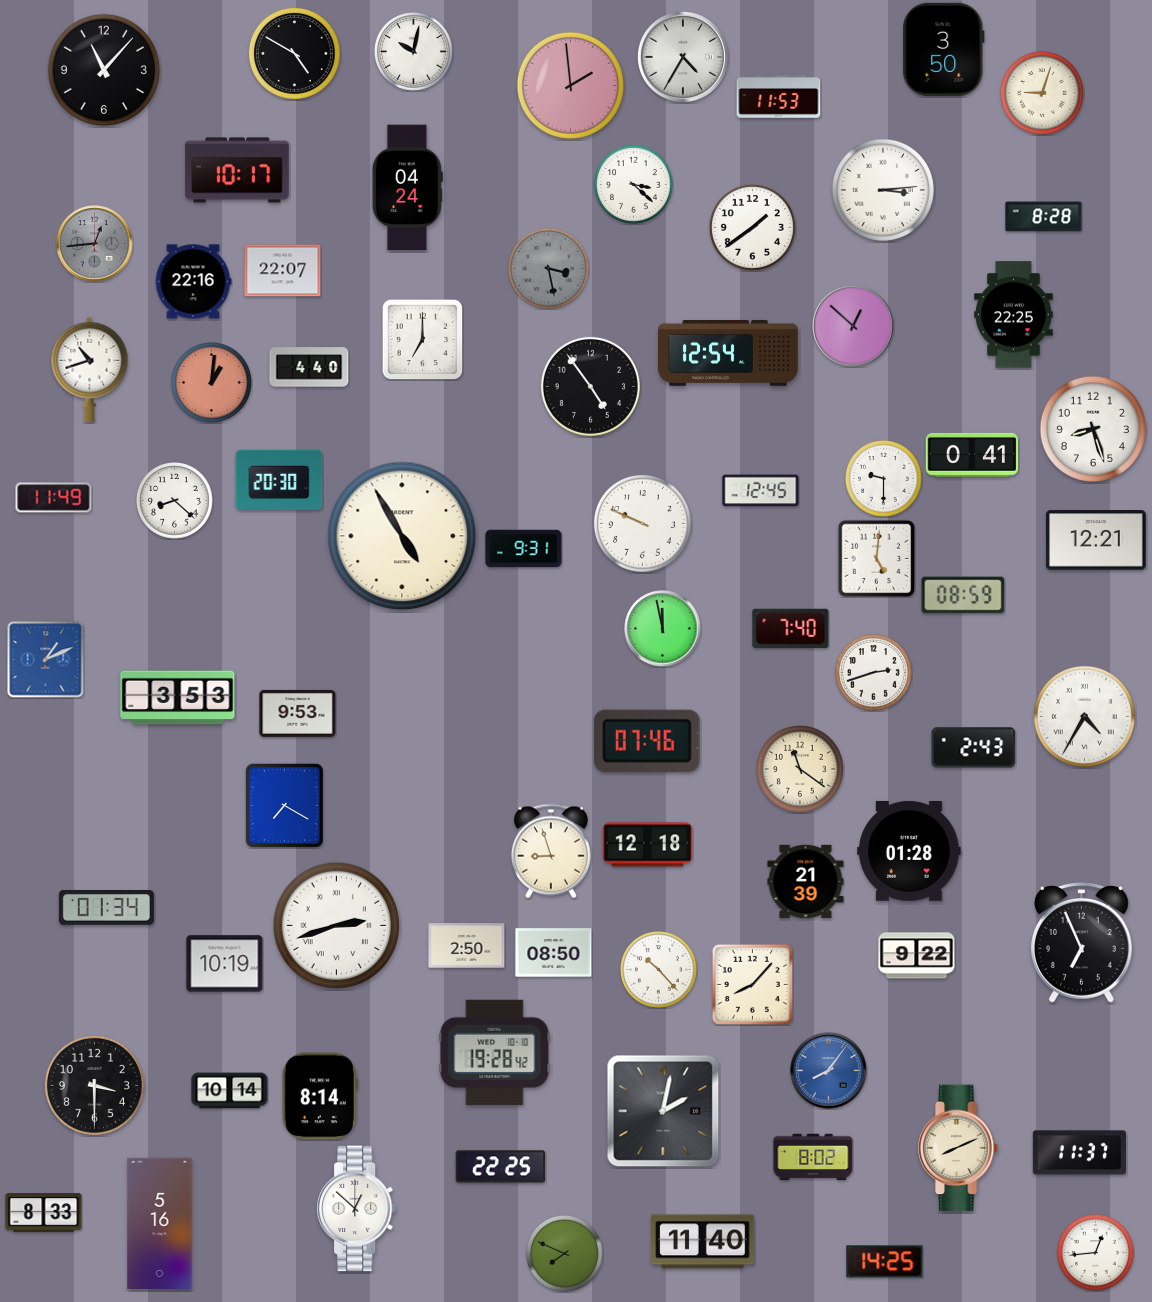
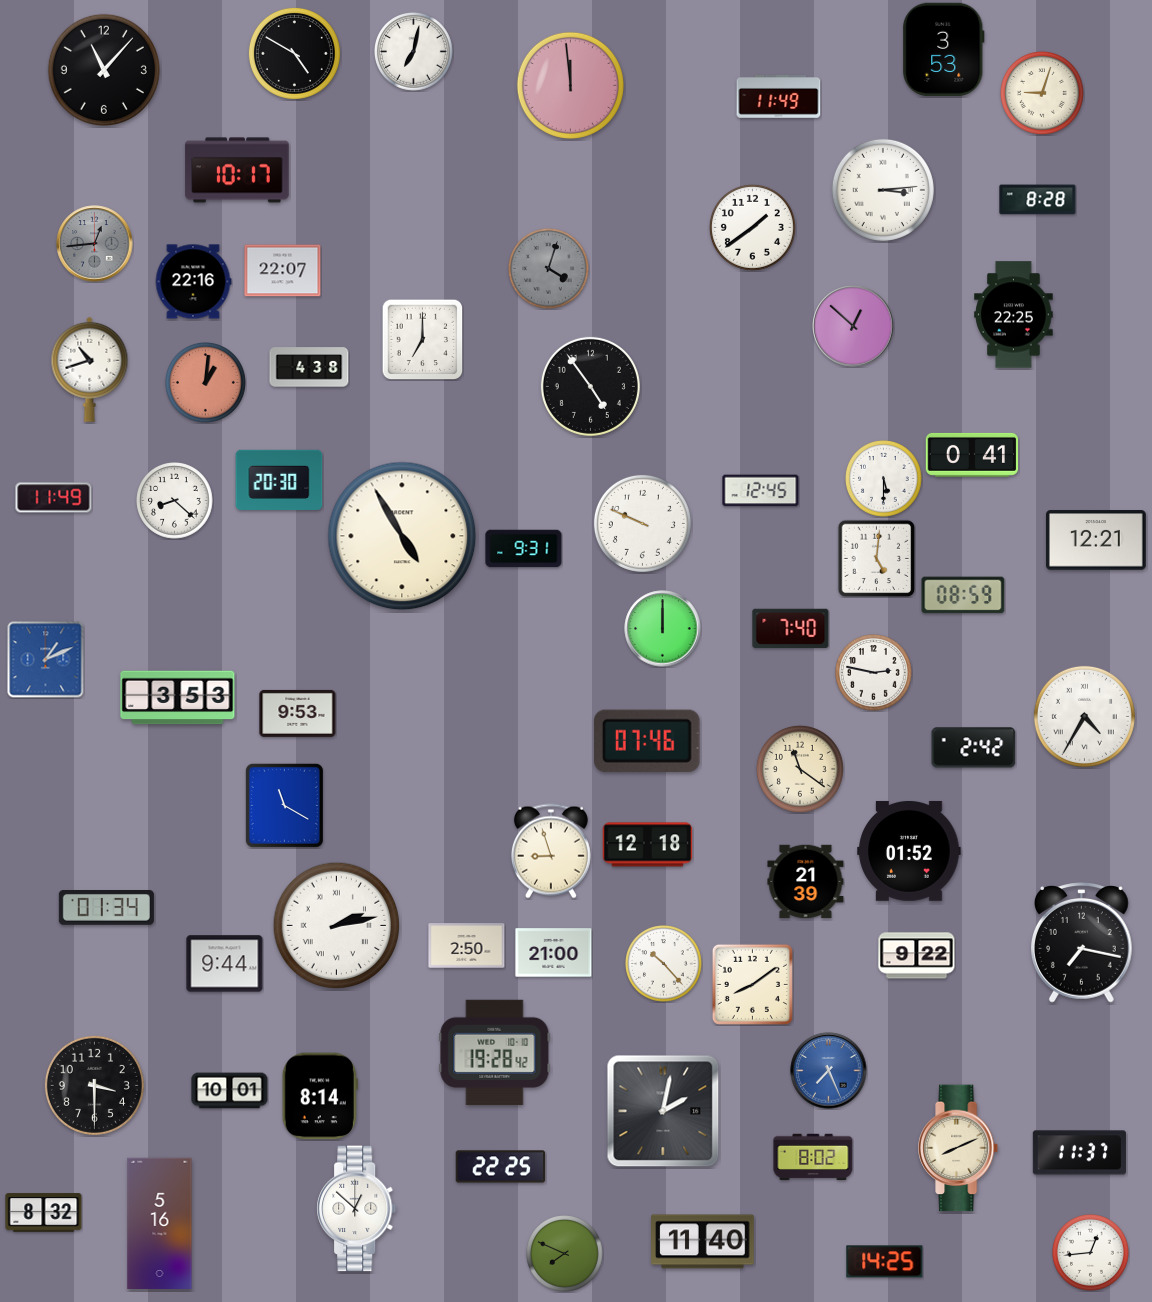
clock at (944, 49): 3:50 -> 3:53
clock at (414, 52): 10:02 -> 7:02
clock at (683, 57): 4:35 -> none
clock at (570, 85): 1:59 -> 11:59
clock at (779, 96): 11:53 -> 11:49
clock at (634, 185): 3:22 -> none
clock at (407, 188): 04:24 -> none
clock at (1044, 217) position: (1044, 217) -> (1038, 200)
clock at (549, 269): 3:28 -> 4:03
clock at (728, 353): 12:54 -> none
clock at (309, 367): 4:40 -> 4:38
clock at (212, 383) position: (212, 383) -> (206, 383)
clock at (1093, 429): 8:27 -> none
clock at (884, 479): 9:30 -> 5:30
clock at (663, 629): 11:58 -> 12:00
clock at (874, 673): 2:42 -> 2:47
clock at (974, 748): 2:43 -> 2:42
clock at (284, 805): 7:20 -> 11:20
clock at (909, 851): 01:28 -> 01:52
clock at (337, 926): 2:42 -> 2:13
clock at (1082, 943): 6:56 -> 7:17
clock at (554, 953): 08:50 -> 21:00
clock at (225, 964): 10:19 -> 9:44
clock at (659, 970) position: (659, 970) -> (664, 964)
clock at (752, 984): 8:07 -> 8:09
clock at (829, 1071): 8:06 -> 7:26
clock at (230, 1091): 10:14 -> 10:01
clock at (44, 1213): 8:33 -> 8:32
clock at (1096, 1253) position: (1096, 1253) -> (1091, 1253)
